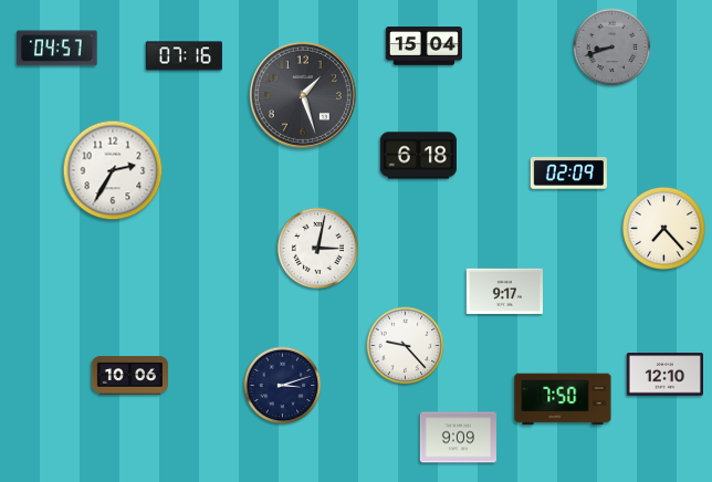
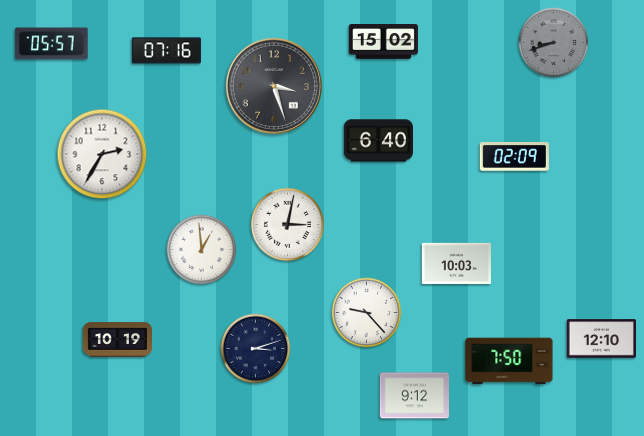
clock at (423, 46): 15:04 -> 15:02
clock at (57, 49): 04:57 -> 05:57
clock at (303, 95): 1:27 -> 3:27
clock at (418, 156): 6:18 -> 6:40
clock at (663, 228): 7:23 -> none
clock at (202, 250): none -> 12:59
clock at (504, 291): 9:17 -> 10:03
clock at (129, 376): 10:06 -> 10:19
clock at (458, 438): 9:09 -> 9:12
